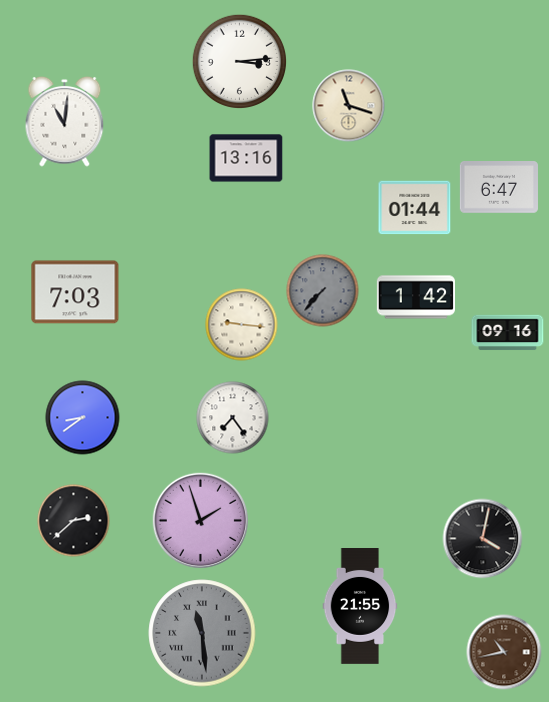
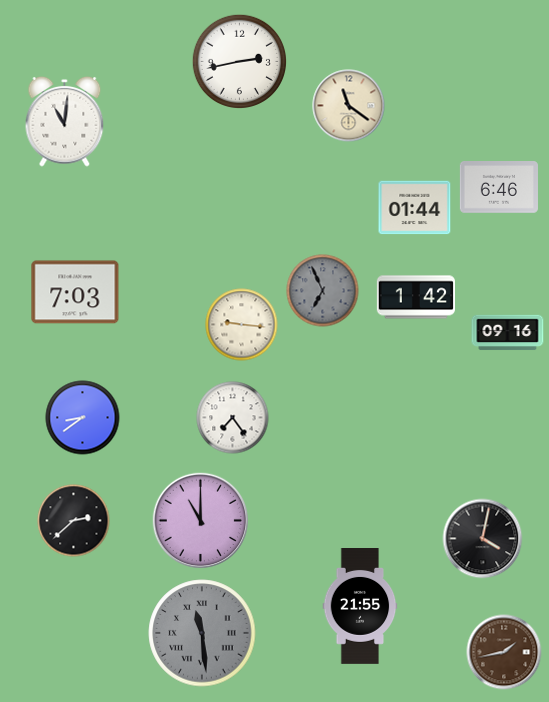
clock at (239, 61): 3:14 -> 2:43
clock at (349, 106): 11:18 -> 11:21
clock at (246, 158): 13:16 -> none
clock at (499, 188): 6:47 -> 6:46
clock at (323, 291): 7:37 -> 6:56
clock at (201, 521): 1:57 -> 11:00
clock at (504, 652): 10:43 -> 1:43
